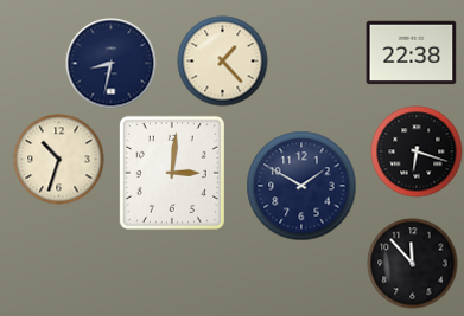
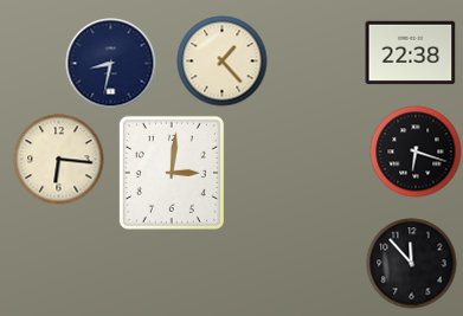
clock at (59, 160): 10:33 -> 6:16
clock at (301, 186): 1:50 -> none
